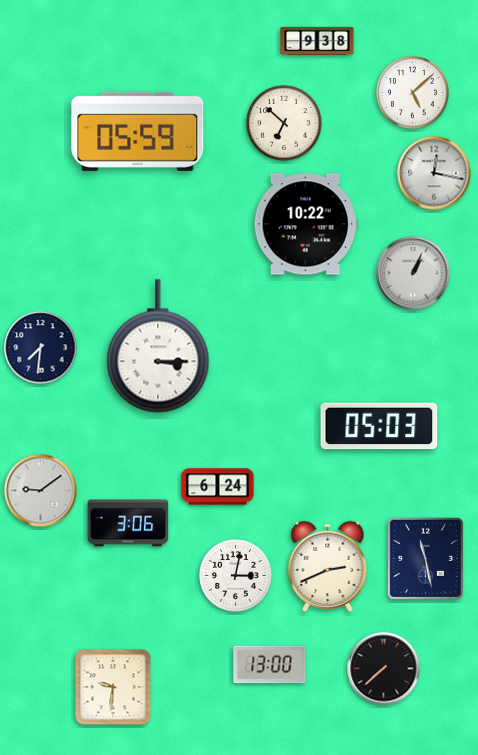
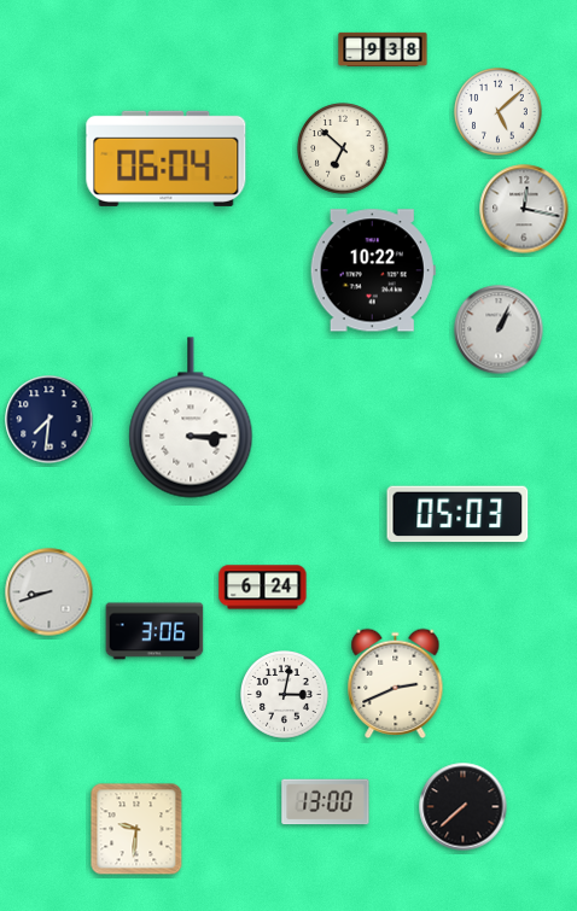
clock at (138, 131): 05:59 -> 06:04
clock at (306, 224) position: (306, 224) -> (373, 270)
clock at (41, 491): 9:09 -> 8:42
clock at (425, 558): 11:28 -> none
